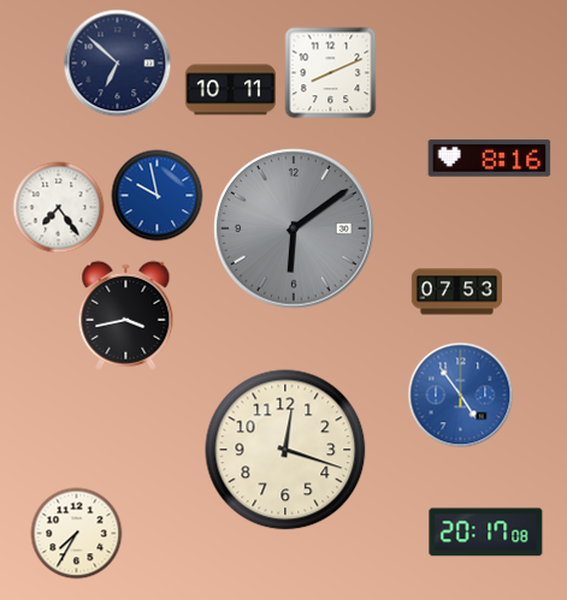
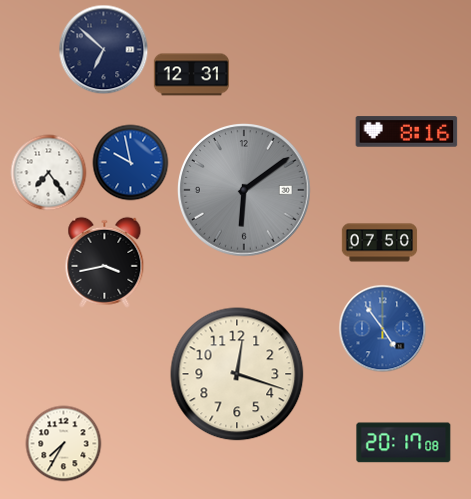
clock at (118, 64) position: (118, 64) -> (104, 50)
clock at (331, 73): 8:11 -> none
clock at (230, 90): 10:11 -> 12:31
clock at (457, 292): 07:53 -> 07:50
